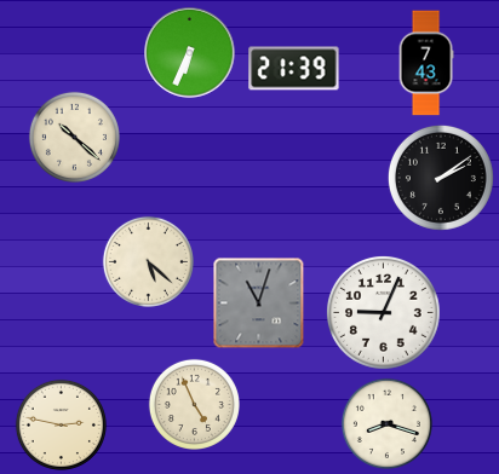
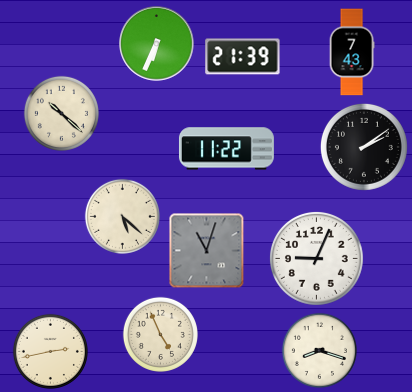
clock at (226, 149): none -> 11:22
clock at (259, 304) position: (259, 304) -> (207, 251)
clock at (61, 424): 2:47 -> 2:43
